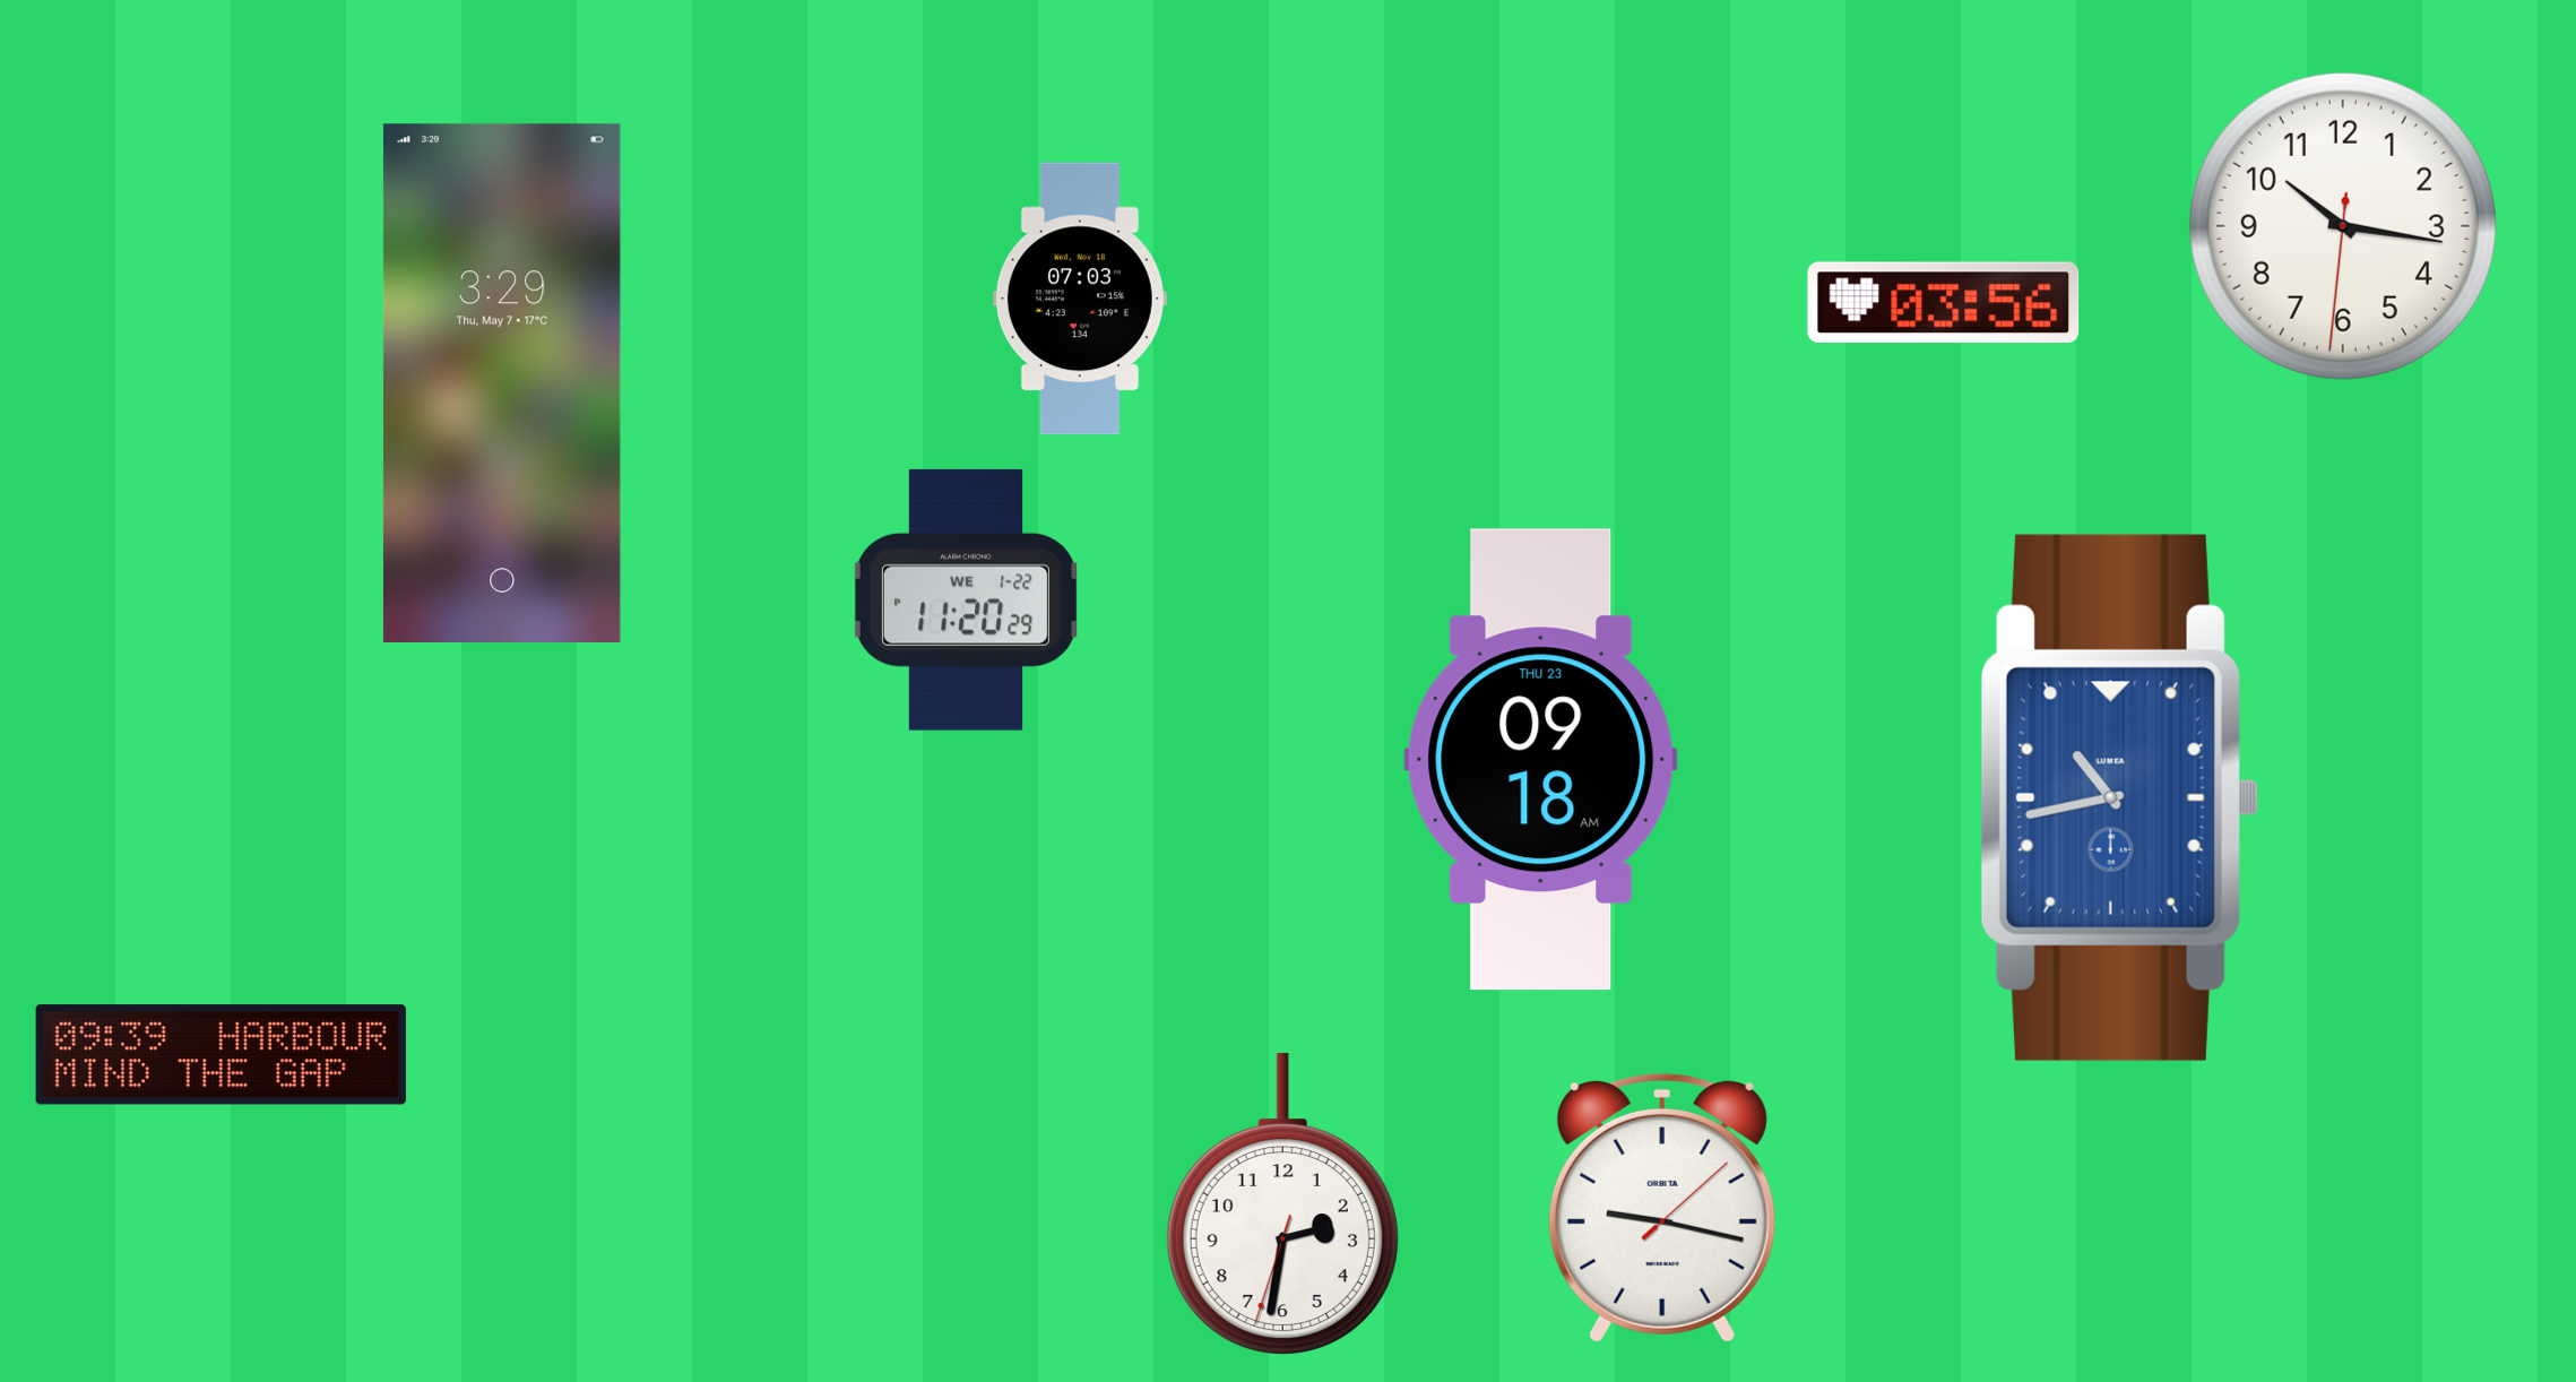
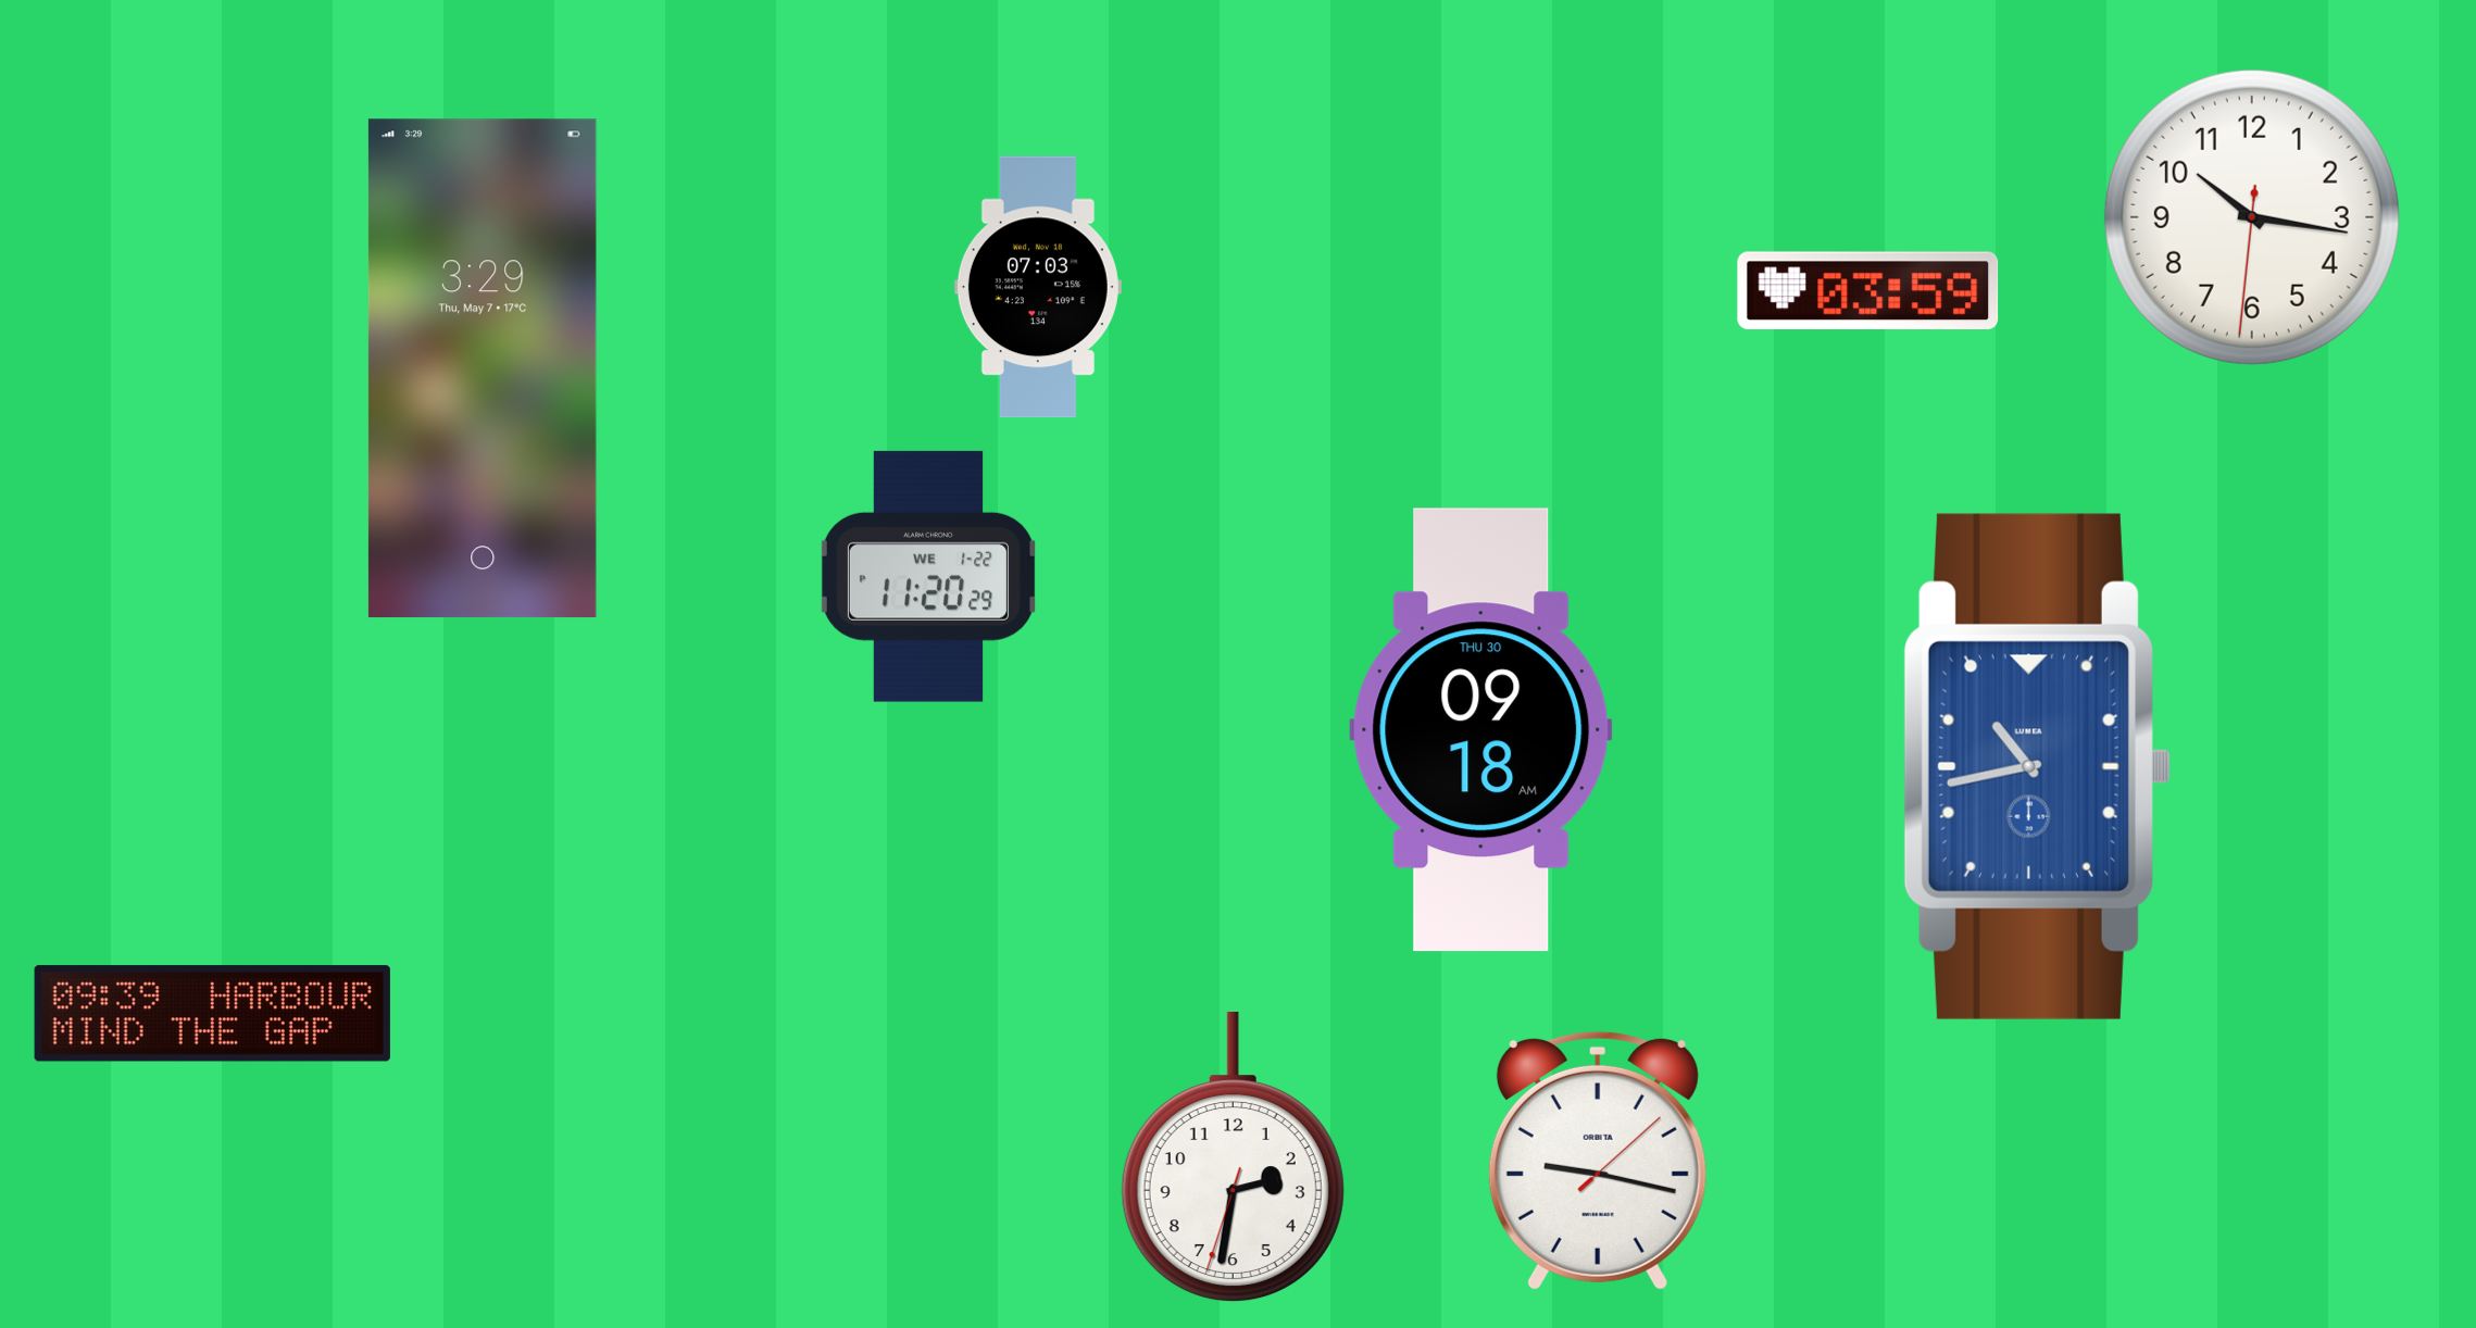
clock at (1944, 303): 03:56 -> 03:59
clock at (1541, 760) date: THU 23 -> THU 30
